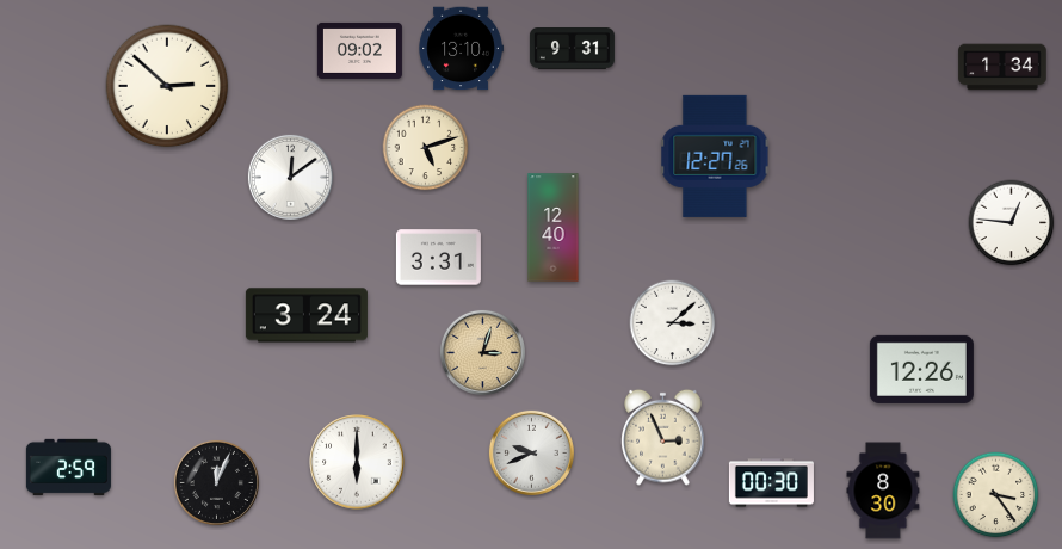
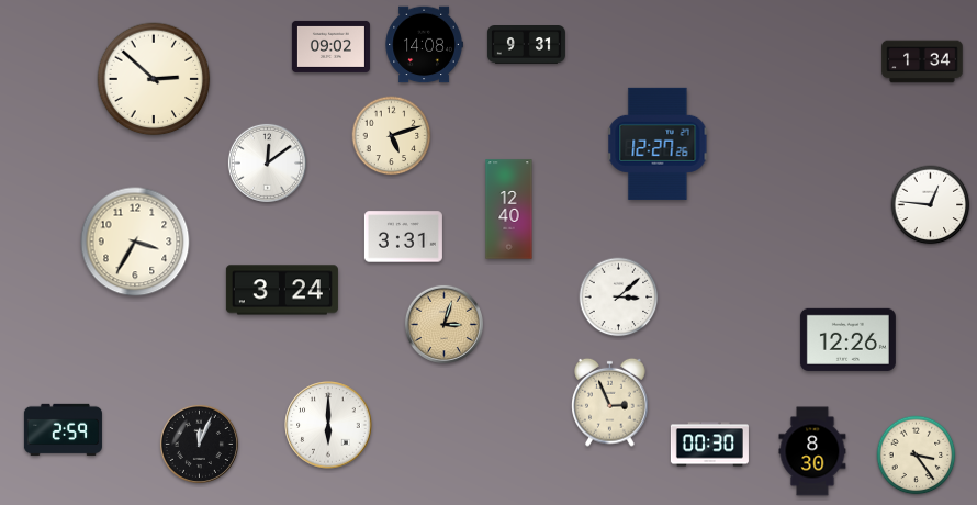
clock at (461, 49): 13:10 -> 14:08
clock at (135, 242): none -> 3:35
clock at (531, 452): 9:41 -> none
